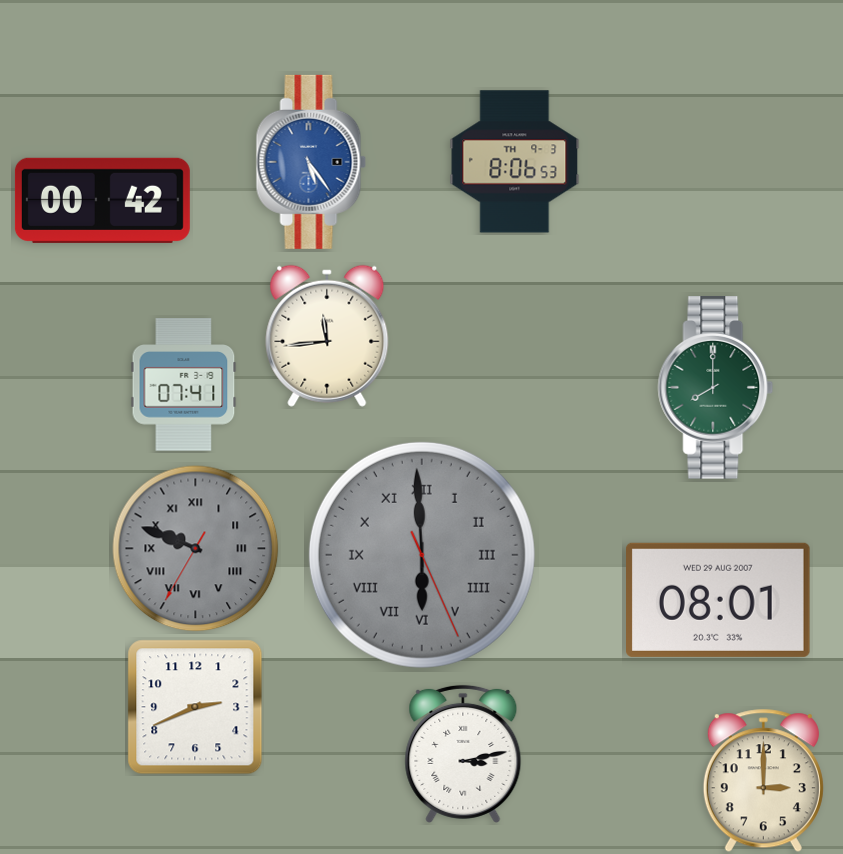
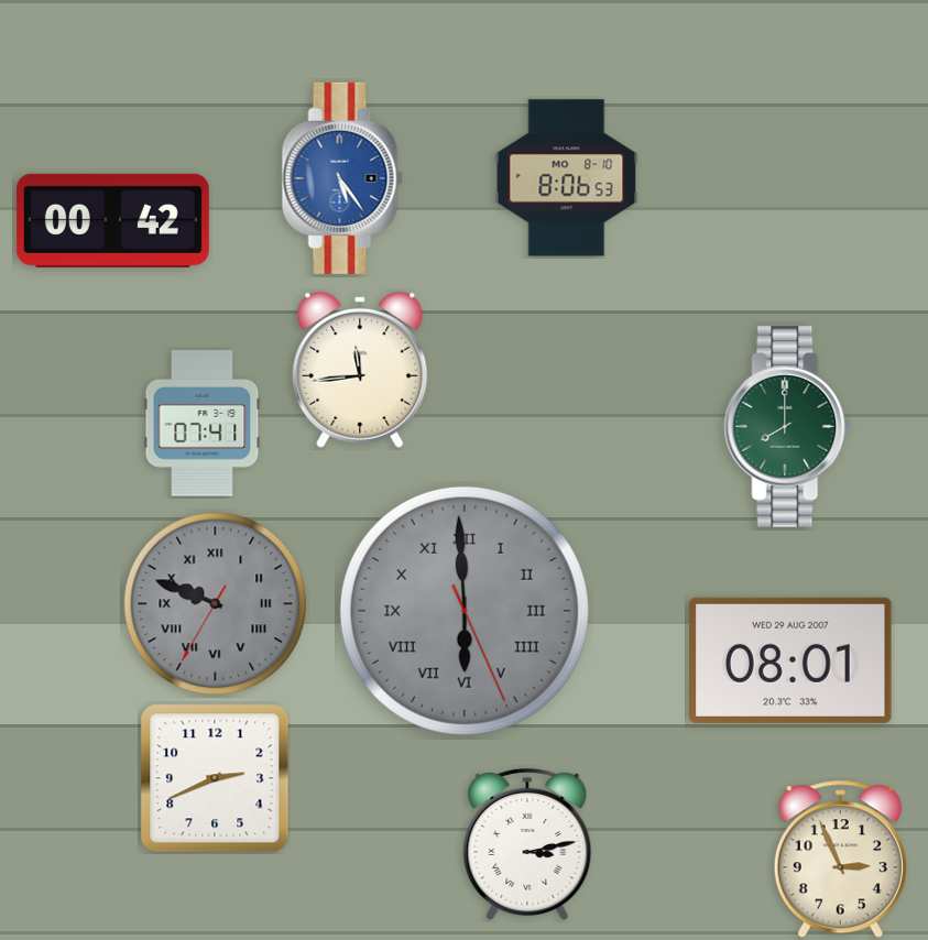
clock at (515, 162) date: TH 9-3 -> MO 8-10
clock at (463, 754) position: (463, 754) -> (527, 844)
clock at (763, 781): 3:00 -> 2:56
